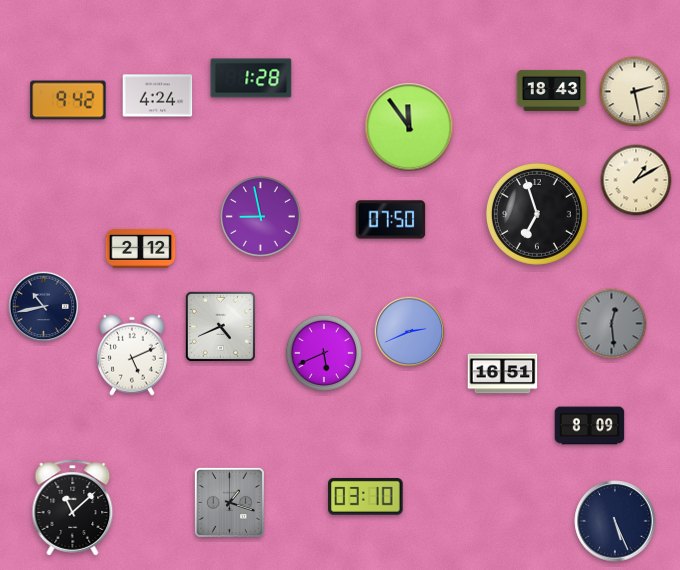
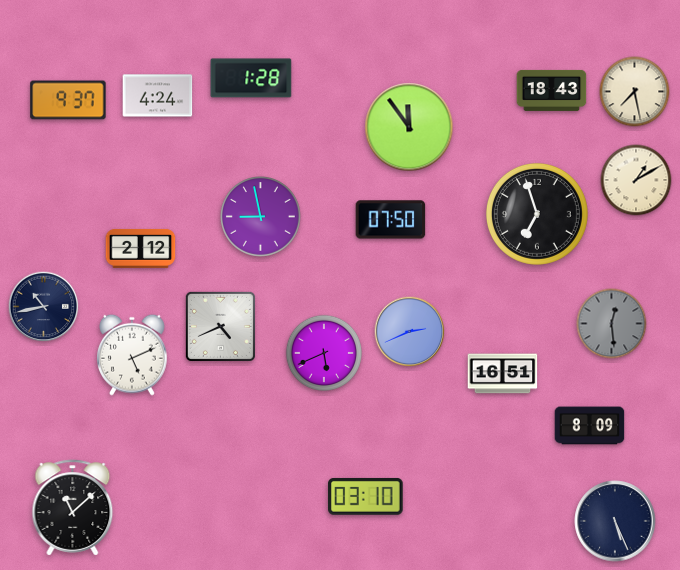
clock at (635, 92): 2:28 -> 7:28
clock at (68, 100): 9:42 -> 9:37
clock at (229, 502): 1:18 -> none
